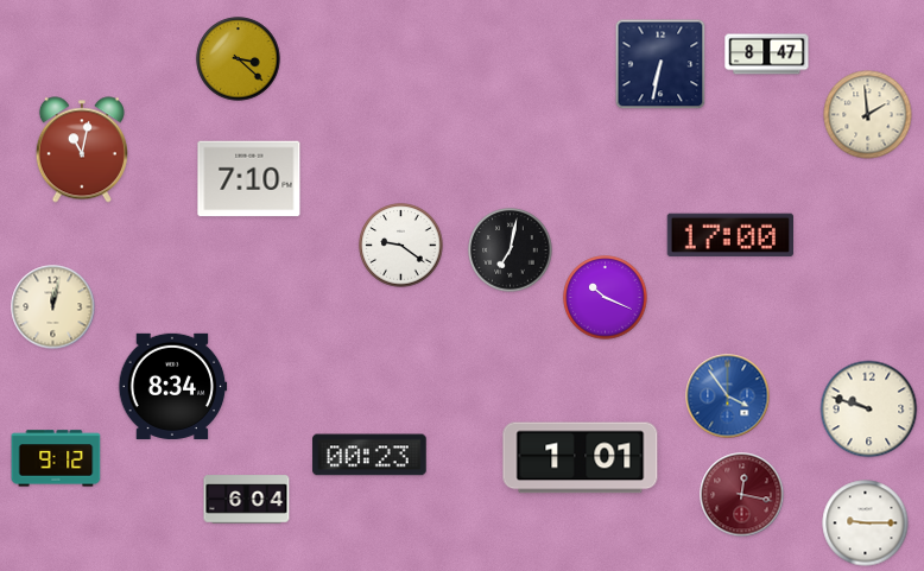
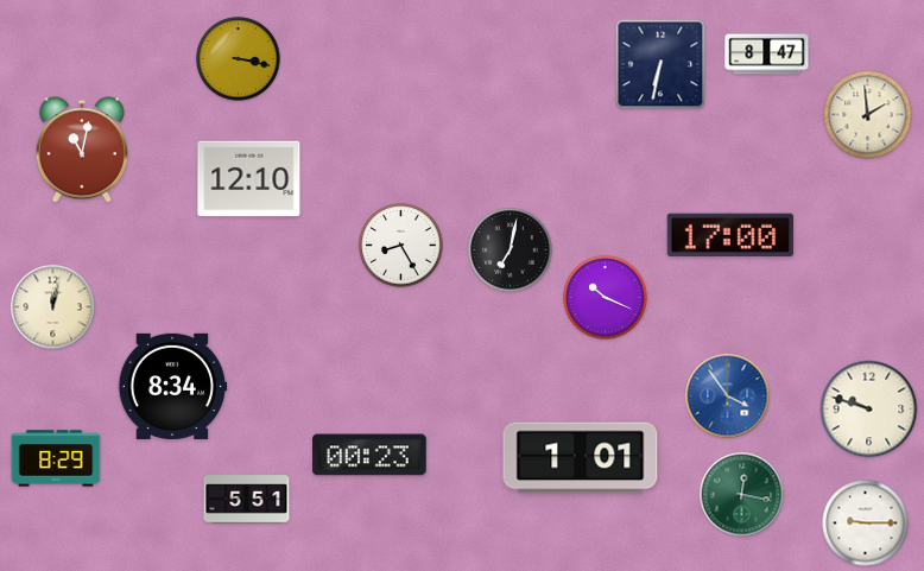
clock at (239, 59): 3:22 -> 3:17
clock at (249, 179): 7:10 -> 12:10
clock at (401, 246): 9:21 -> 8:25
clock at (56, 458): 9:12 -> 8:29
clock at (742, 495) dial: burgundy -> green
clock at (247, 500): 6:04 -> 5:51
